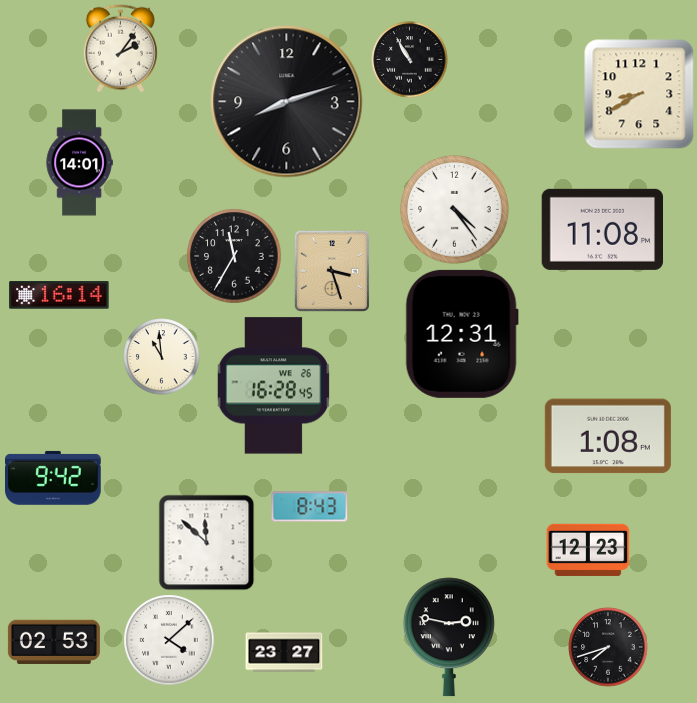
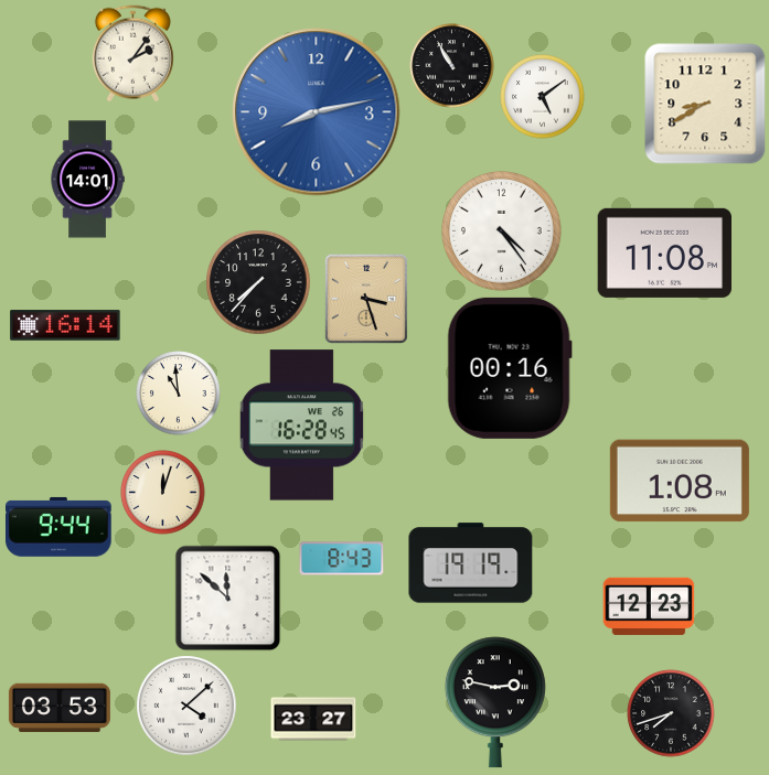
clock at (543, 97): none -> 5:09
clock at (287, 102): 8:12 -> 8:13
clock at (287, 102) dial: black -> blue
clock at (234, 256): 11:35 -> 7:37
clock at (462, 334): 12:31 -> 00:16
clock at (608, 436) position: (608, 436) -> (680, 481)
clock at (163, 493): none -> 12:03
clock at (54, 478): 9:42 -> 9:44
clock at (471, 563): none -> 19:19
clock at (54, 641): 02:53 -> 03:53
